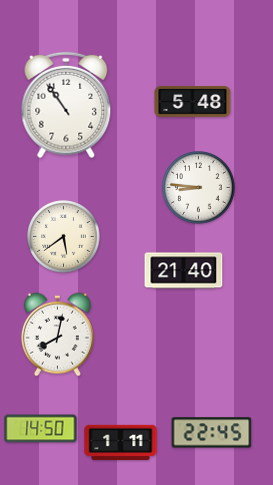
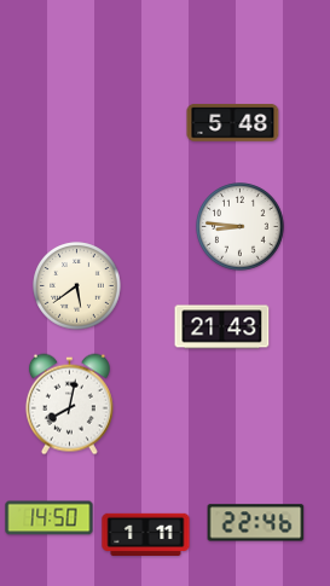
clock at (66, 105): 10:54 -> none
clock at (184, 271): 21:40 -> 21:43
clock at (212, 433): 22:45 -> 22:46
